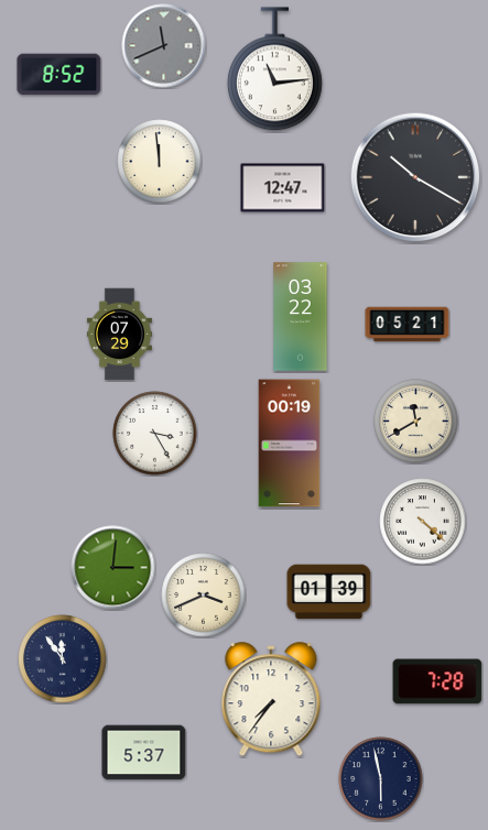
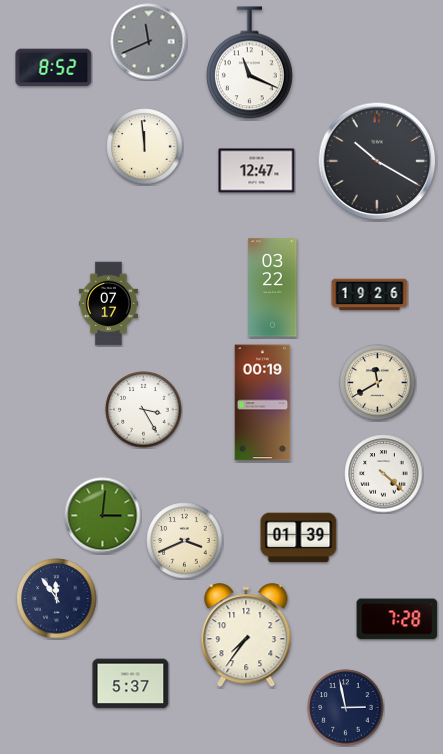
clock at (274, 69): 11:14 -> 11:19
clock at (408, 325): 05:21 -> 19:26
clock at (119, 335): 07:29 -> 07:17
clock at (155, 434) position: (155, 434) -> (144, 410)
clock at (381, 779): 5:58 -> 2:58
